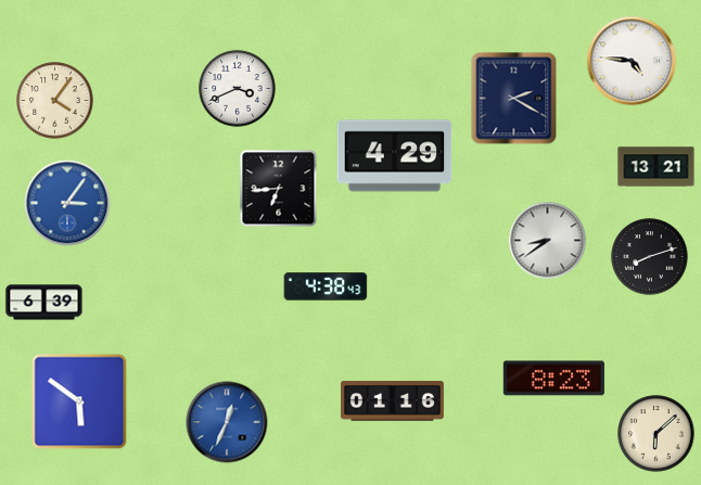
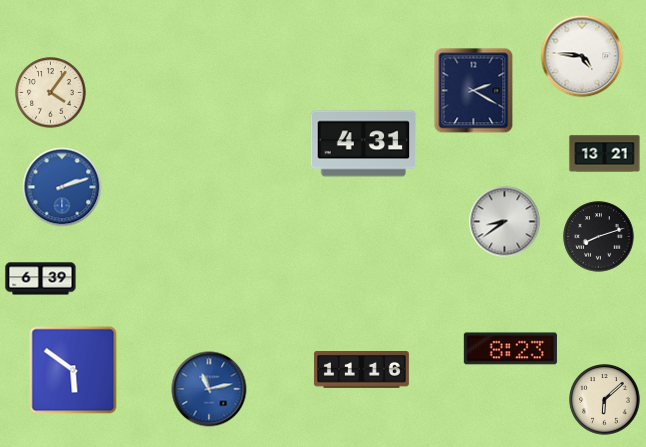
clock at (238, 89): 3:41 -> none
clock at (395, 156): 4:29 -> 4:31
clock at (279, 189): 6:44 -> none
clock at (67, 203): 3:06 -> 2:12
clock at (326, 286): 4:38 -> none
clock at (392, 401): 01:16 -> 11:16
clock at (227, 422): 12:34 -> 11:13
